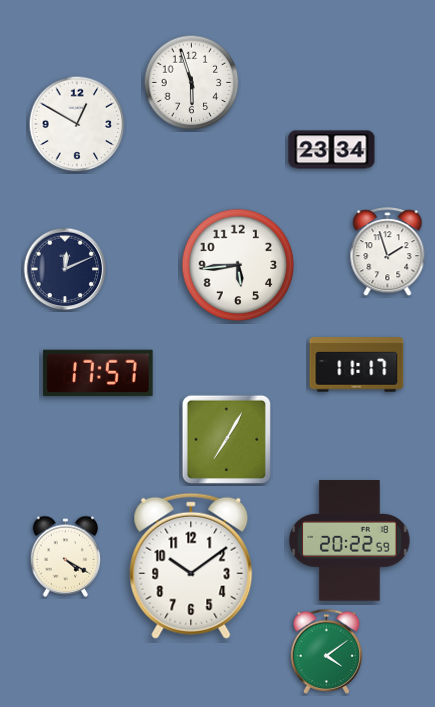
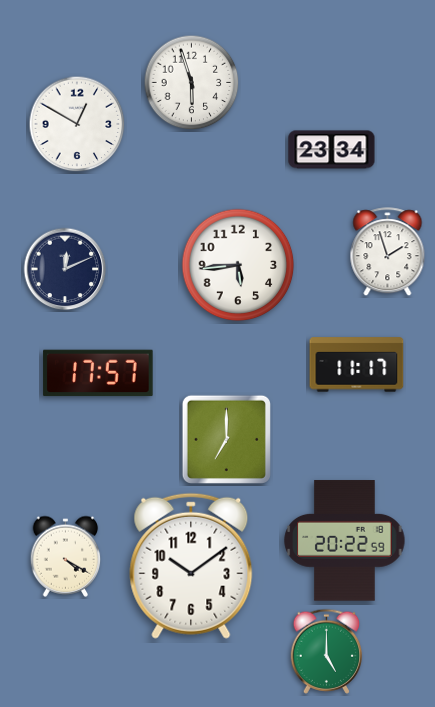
clock at (226, 439): 7:05 -> 7:00
clock at (350, 541) position: (350, 541) -> (345, 541)
clock at (327, 651): 4:09 -> 5:00
